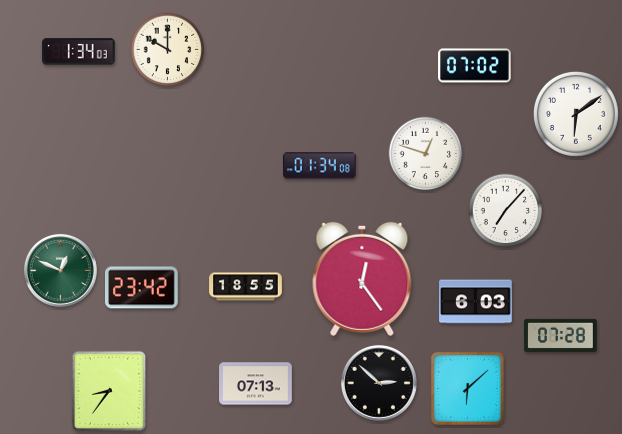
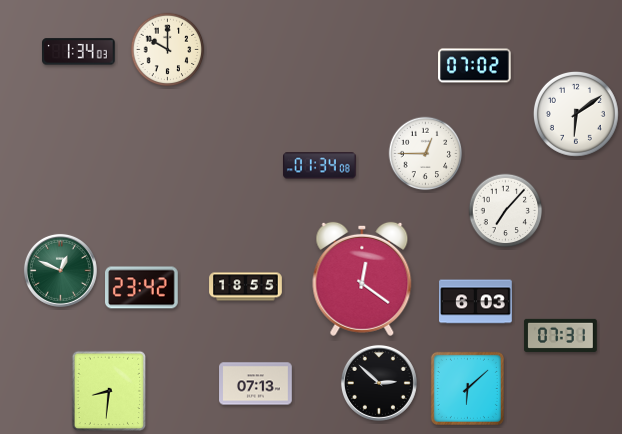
clock at (426, 154): 12:48 -> 12:45
clock at (362, 279): 12:24 -> 12:21
clock at (561, 335): 07:28 -> 07:31
clock at (109, 391): 8:36 -> 8:31
